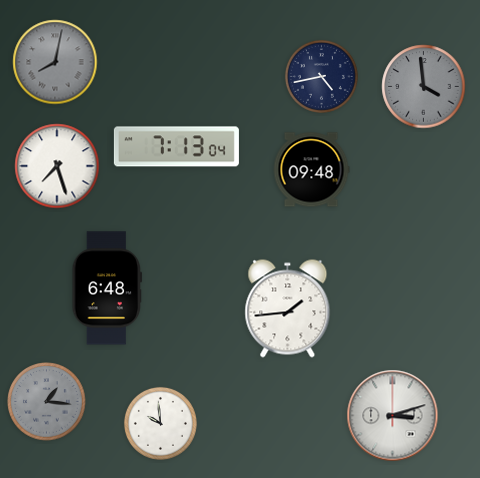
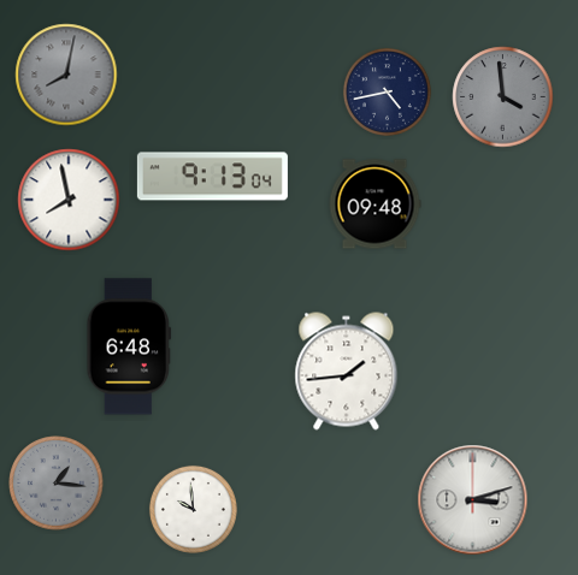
clock at (424, 87) position: (424, 87) -> (503, 97)
clock at (176, 147): 7:13 -> 9:13
clock at (57, 166): 7:27 -> 7:58
